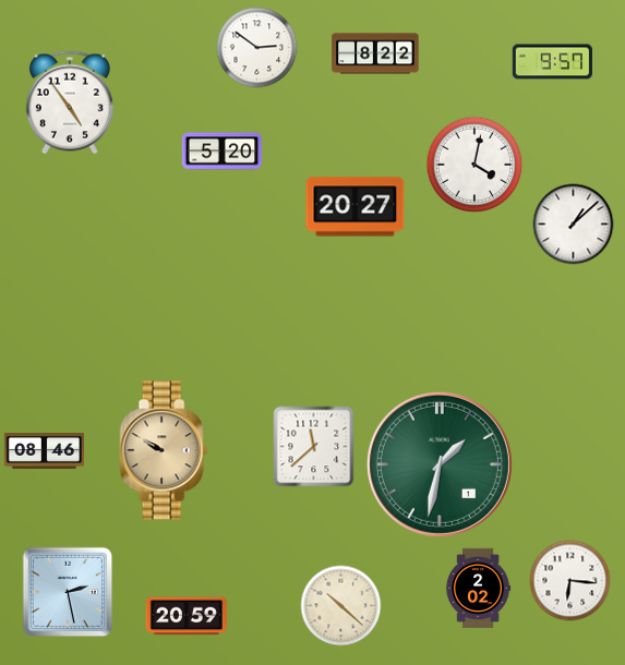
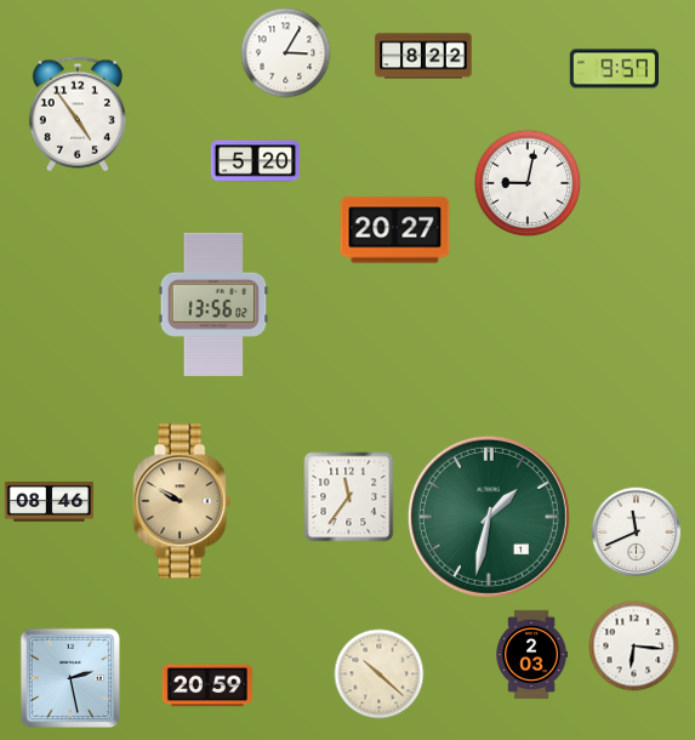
clock at (257, 48): 2:51 -> 3:05
clock at (375, 53) position: (375, 53) -> (423, 56)
clock at (223, 152) position: (223, 152) -> (256, 161)
clock at (474, 165): 4:02 -> 9:02
clock at (574, 225): 1:08 -> none
clock at (213, 304): none -> 13:56
clock at (314, 447): 11:38 -> 11:36
clock at (637, 533): none -> 11:41
clock at (479, 589): 2:02 -> 2:03
clock at (67, 591) position: (67, 591) -> (69, 677)
